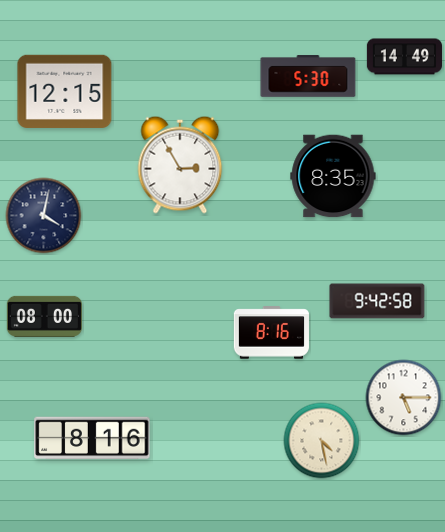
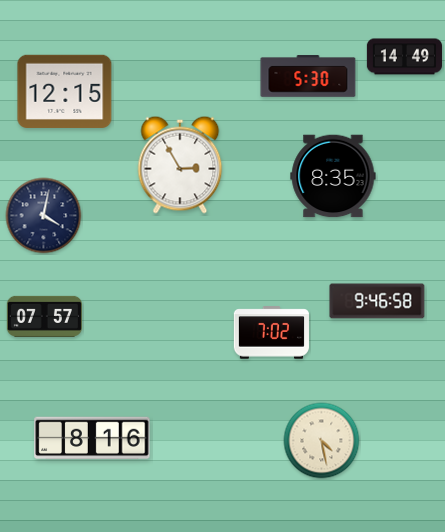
clock at (377, 301): 9:42 -> 9:46
clock at (44, 316): 08:00 -> 07:57
clock at (271, 333): 8:16 -> 7:02
clock at (404, 398): 5:15 -> none
